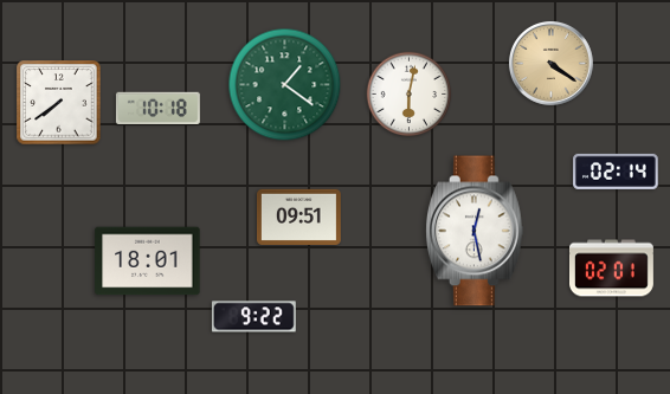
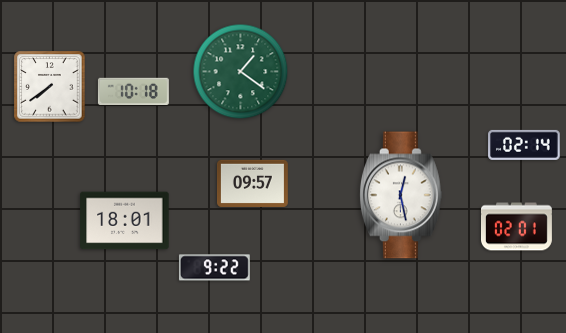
clock at (550, 63): 4:21 -> none
clock at (410, 95): 6:02 -> none
clock at (616, 172) position: (616, 172) -> (524, 145)
clock at (298, 217): 09:51 -> 09:57
